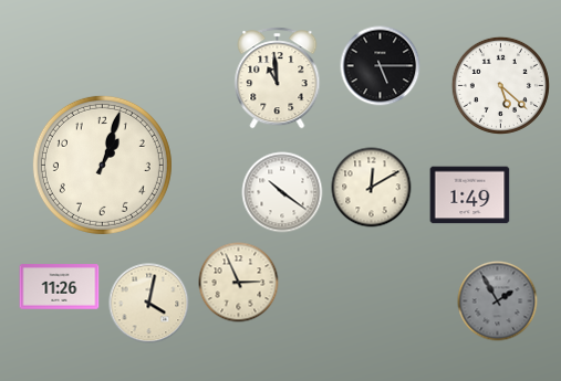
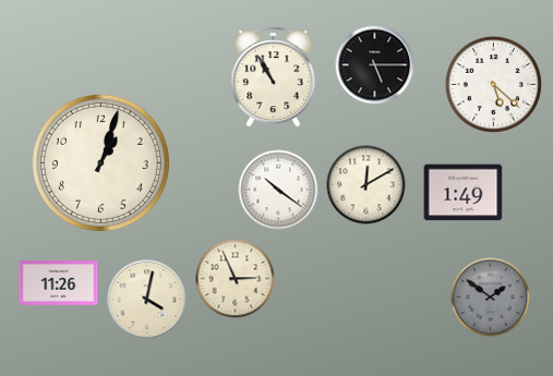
clock at (278, 78): 10:59 -> 10:55
clock at (498, 301): 1:55 -> 1:51
